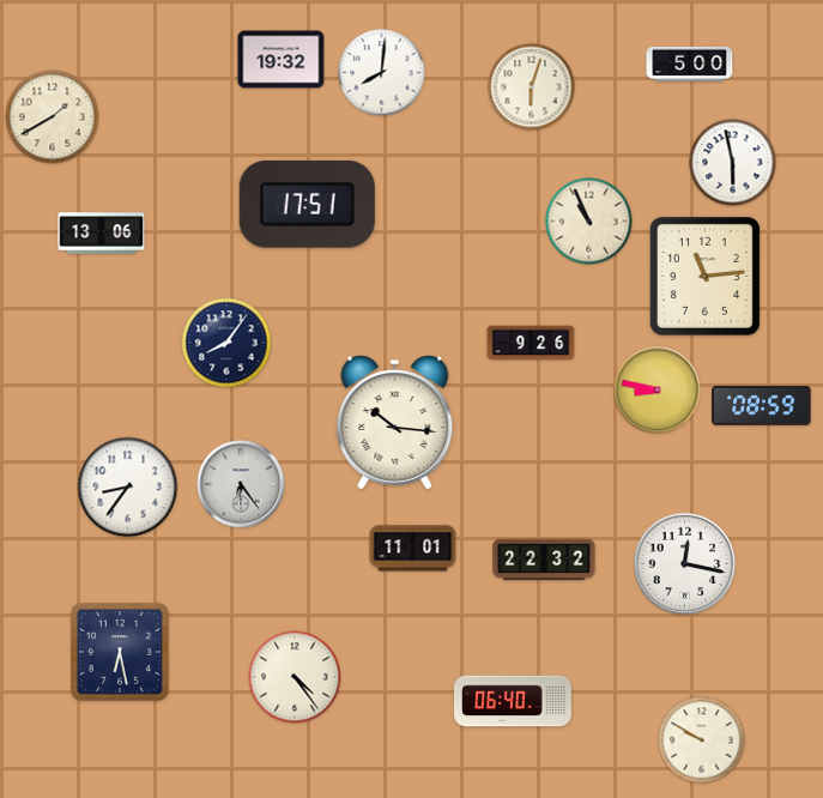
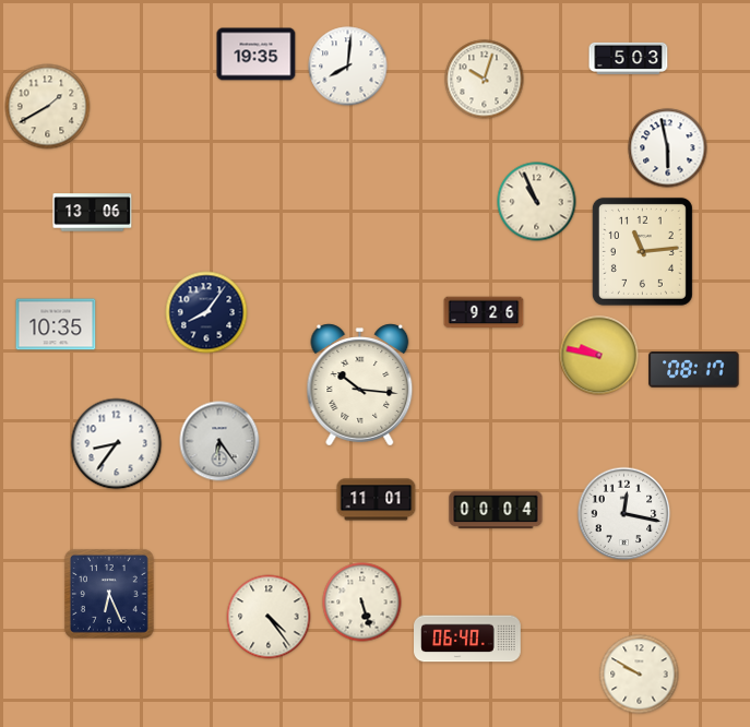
clock at (282, 60): 19:32 -> 19:35
clock at (690, 64): 5:00 -> 5:03
clock at (532, 87): 6:03 -> 10:03
clock at (307, 204): 17:51 -> none
clock at (56, 324): none -> 10:35
clock at (658, 391): 8:47 -> 9:47
clock at (762, 406): 08:59 -> 08:17
clock at (544, 560): 22:32 -> 00:04
clock at (121, 653): 6:28 -> 6:26
clock at (362, 603): none -> 5:27
